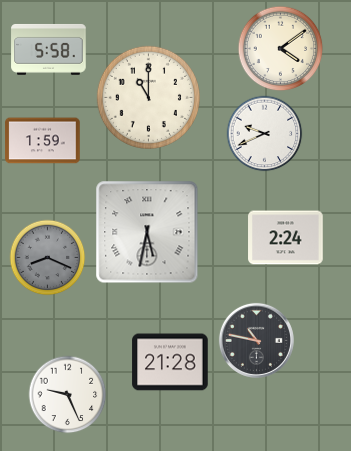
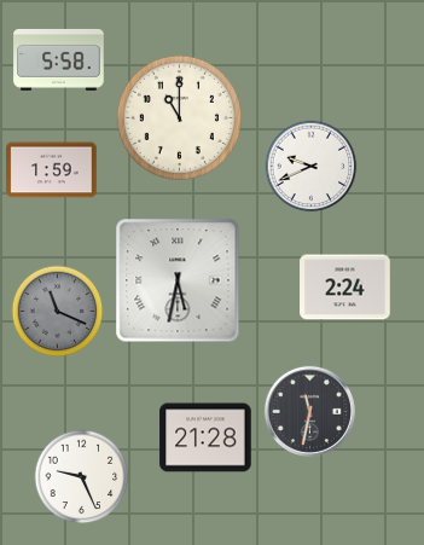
clock at (281, 49): 4:09 -> none
clock at (265, 134) position: (265, 134) -> (312, 167)
clock at (48, 258): 8:19 -> 11:19
clock at (256, 340): 10:47 -> 11:32
